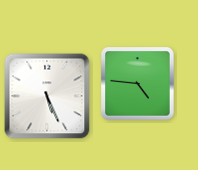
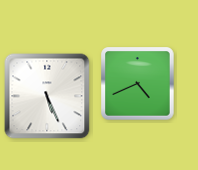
clock at (138, 84): 4:46 -> 4:41
